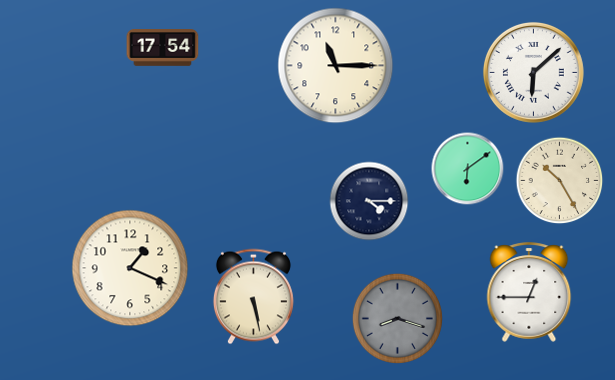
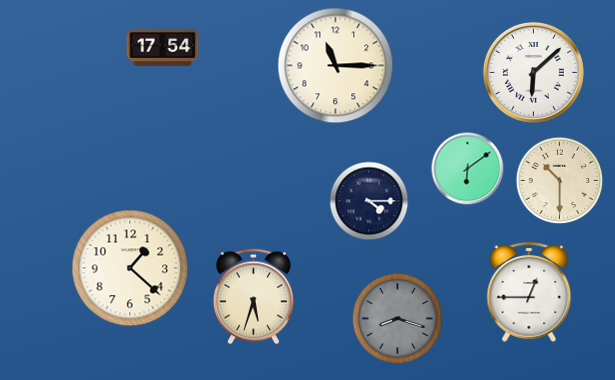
clock at (560, 181): 10:25 -> 10:30
clock at (130, 268): 1:19 -> 1:22
clock at (253, 297): 5:28 -> 5:33
